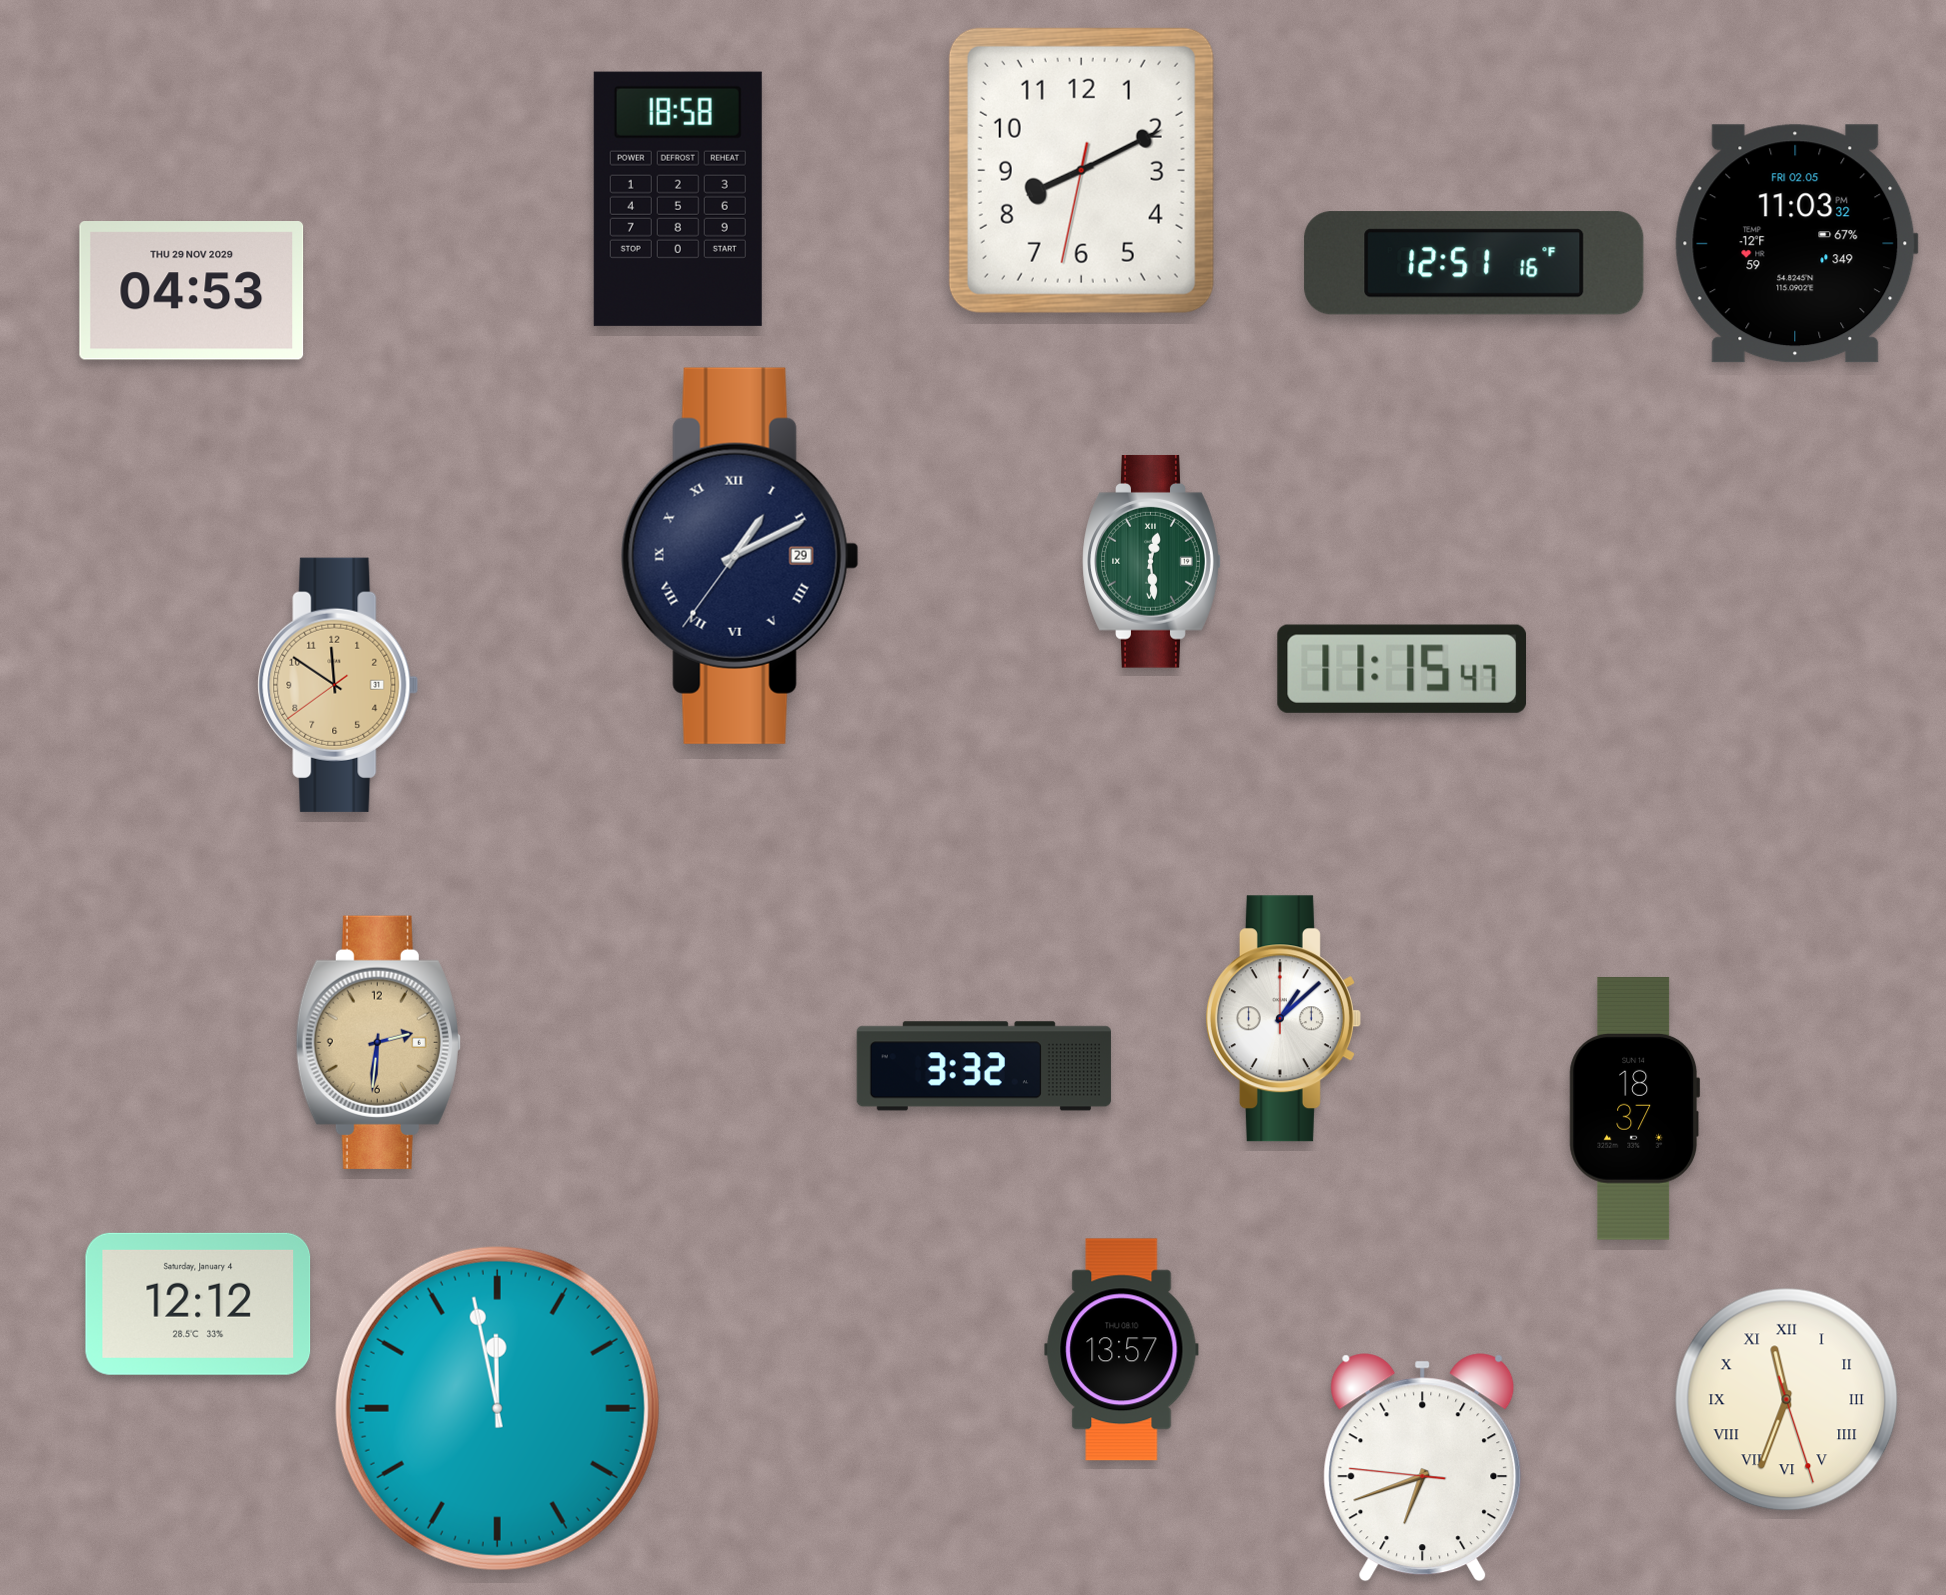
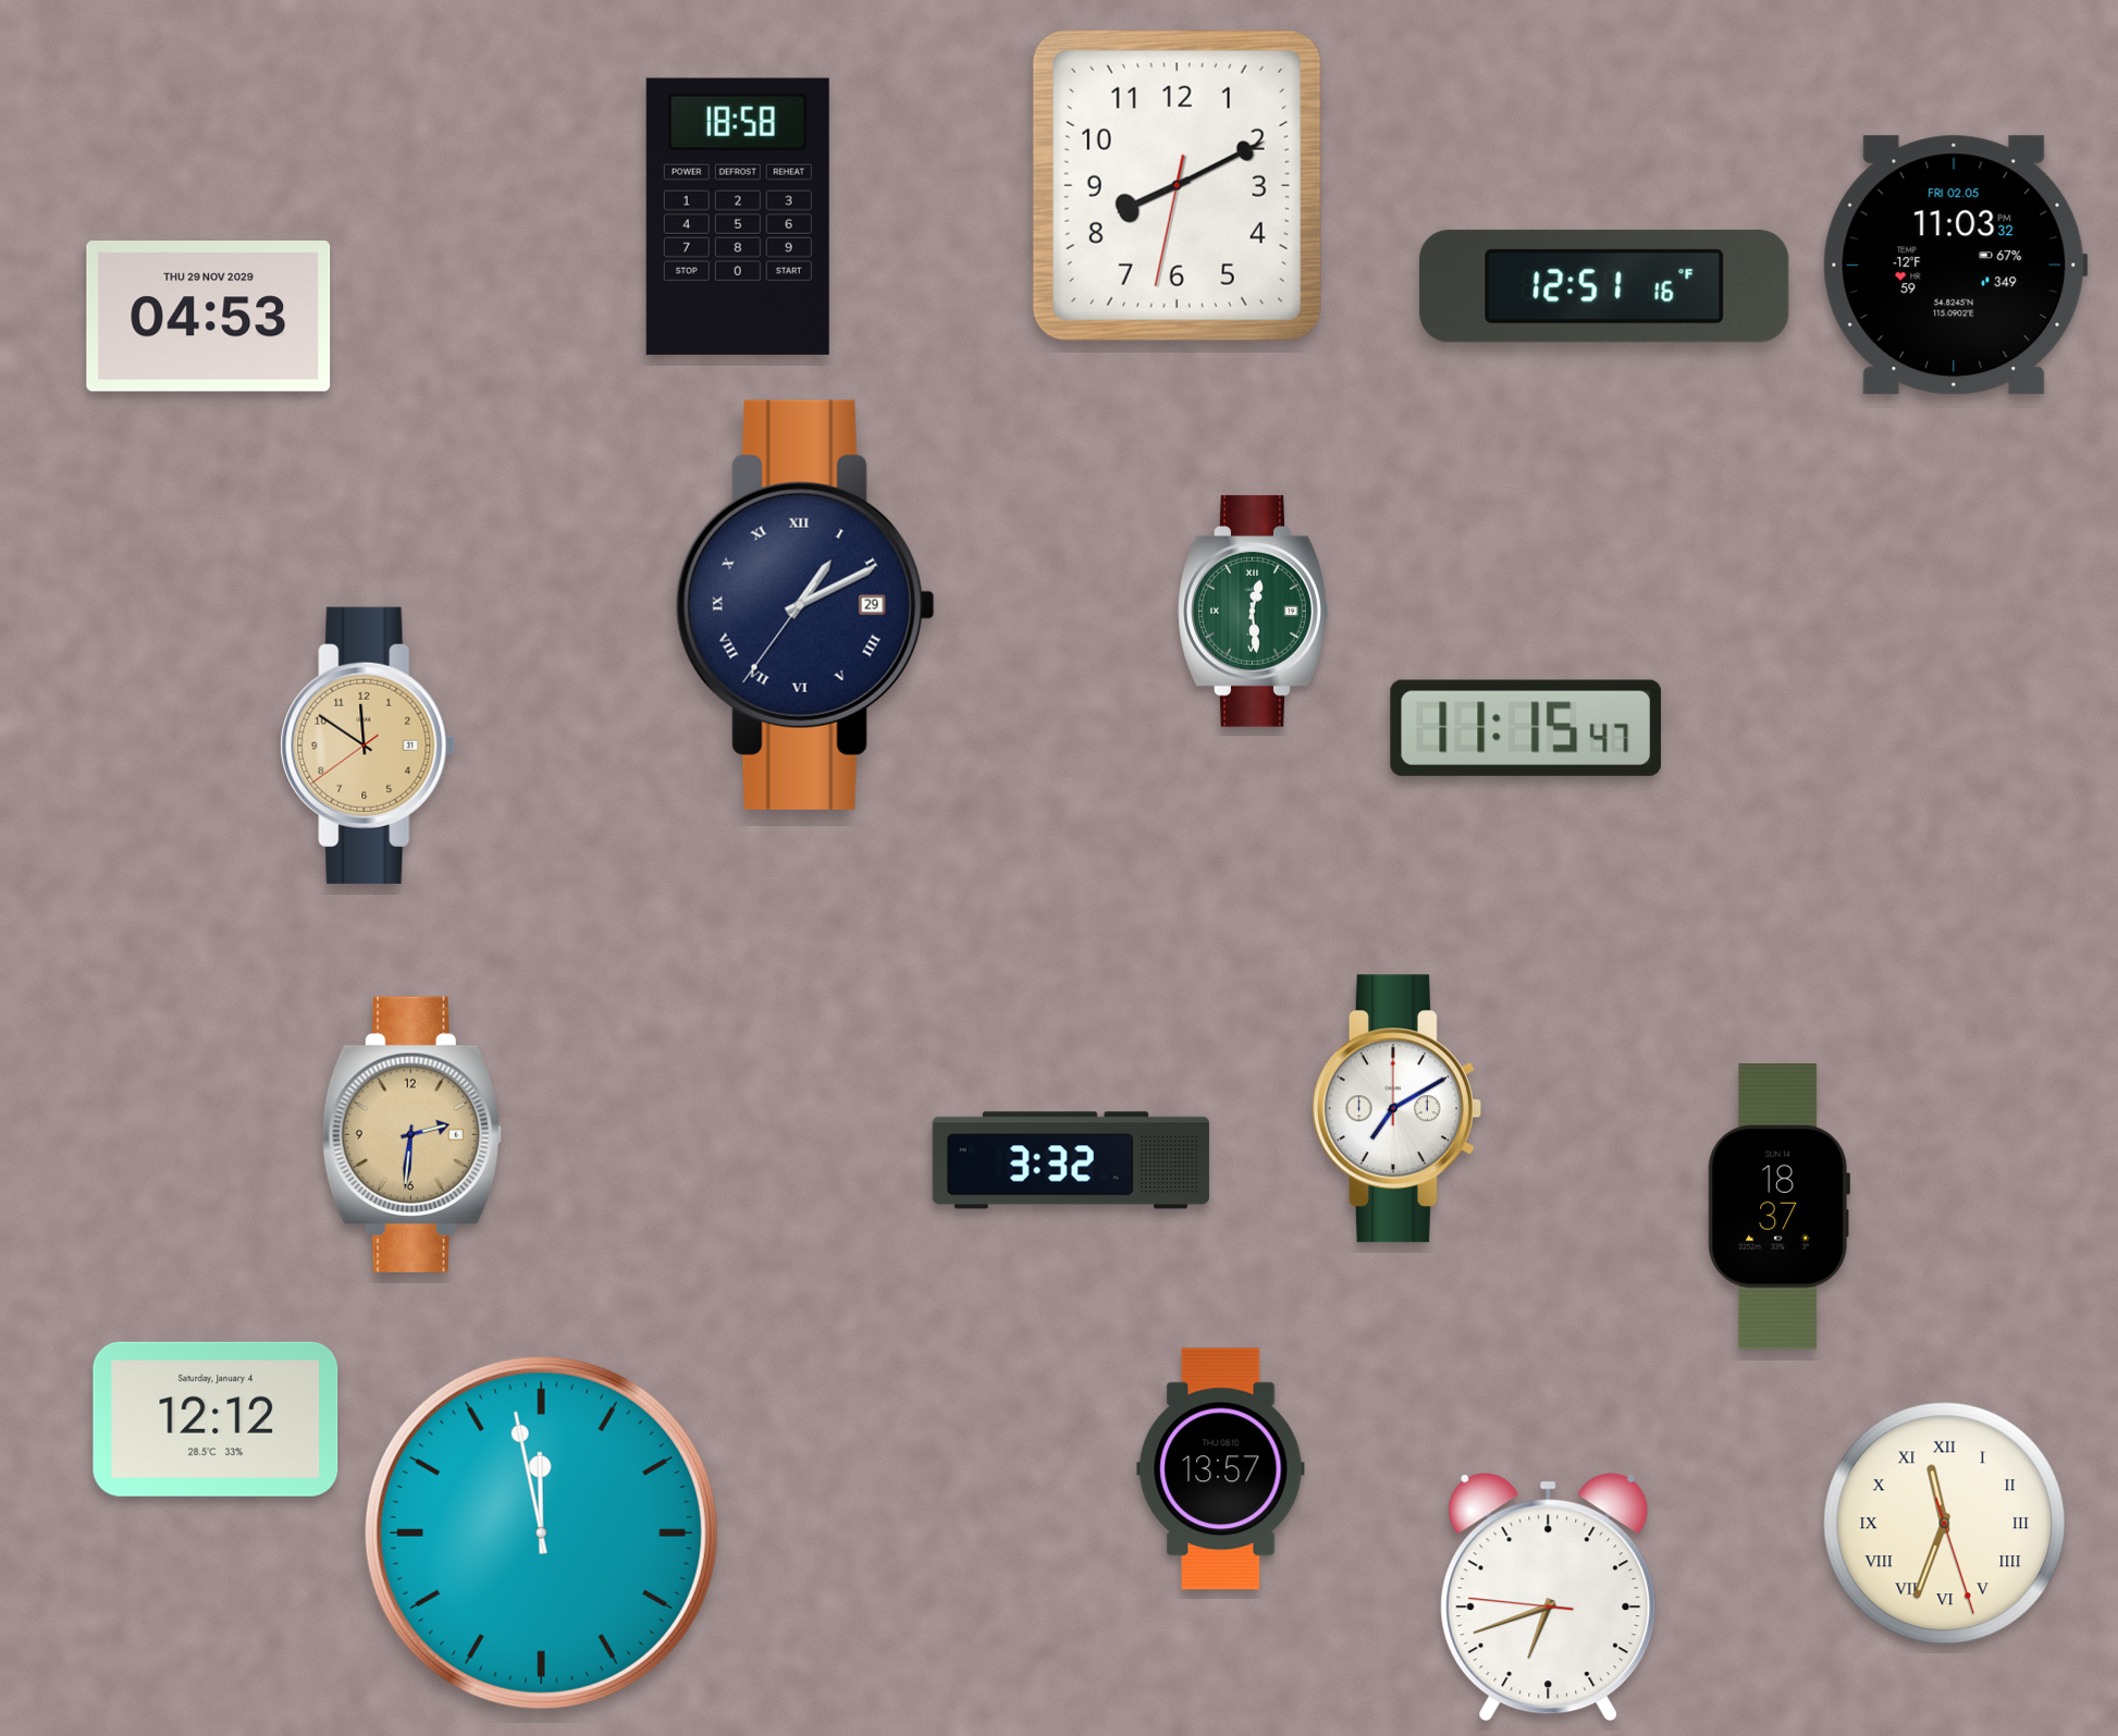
clock at (1283, 1019): 1:08 -> 7:10
